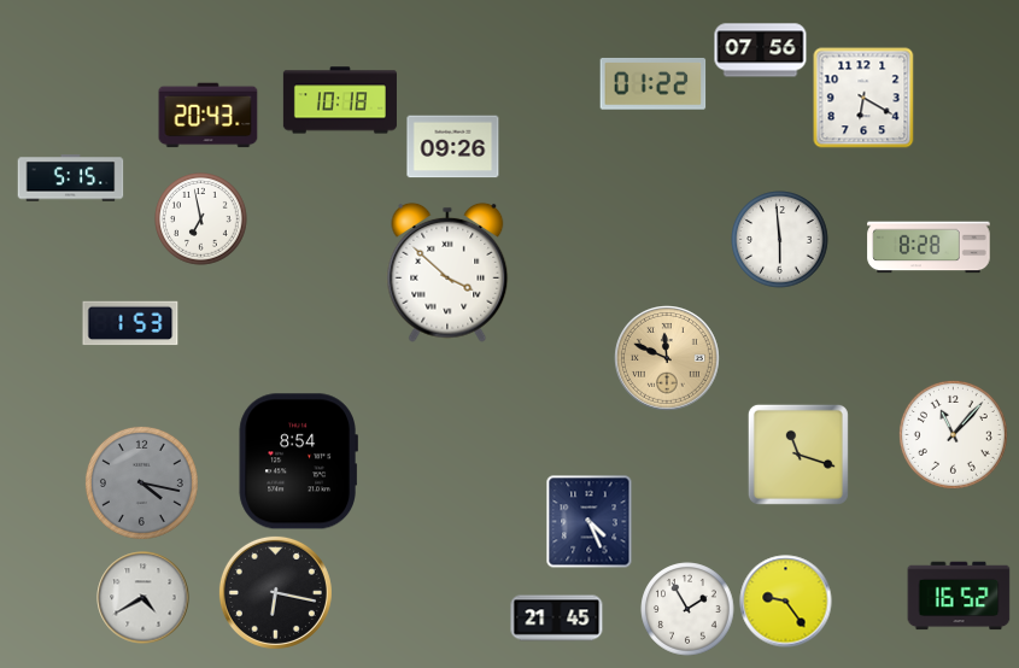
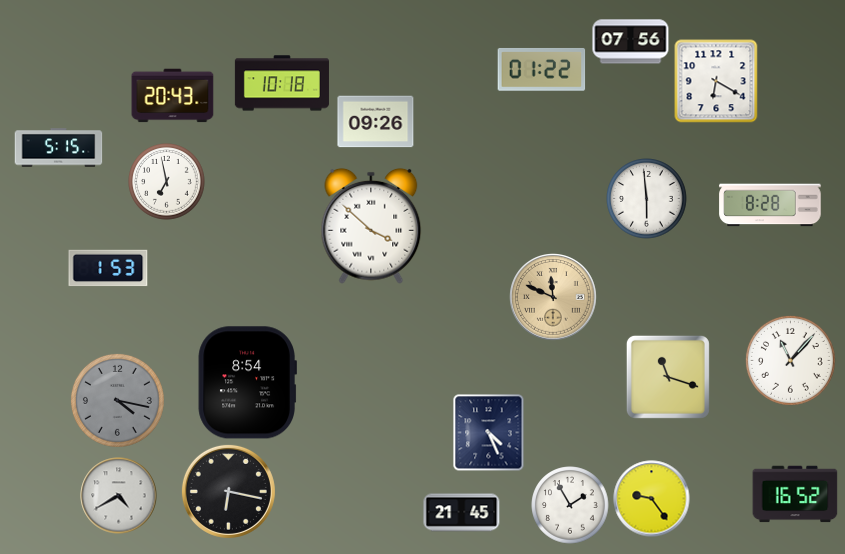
clock at (798, 455) position: (798, 455) -> (668, 377)
